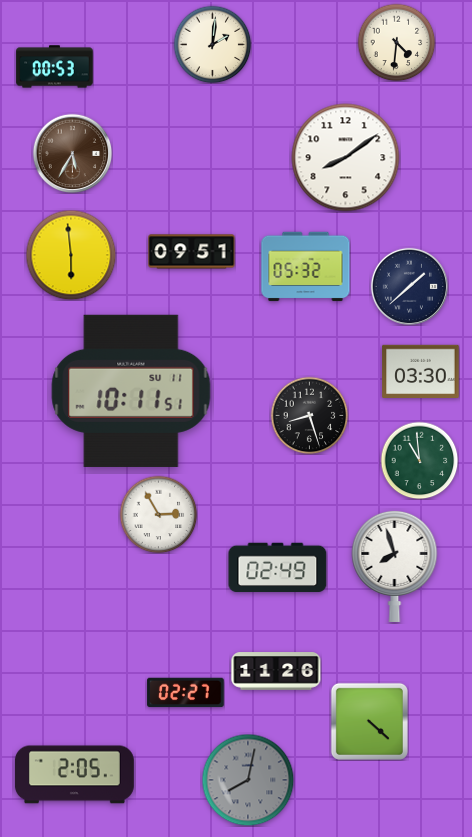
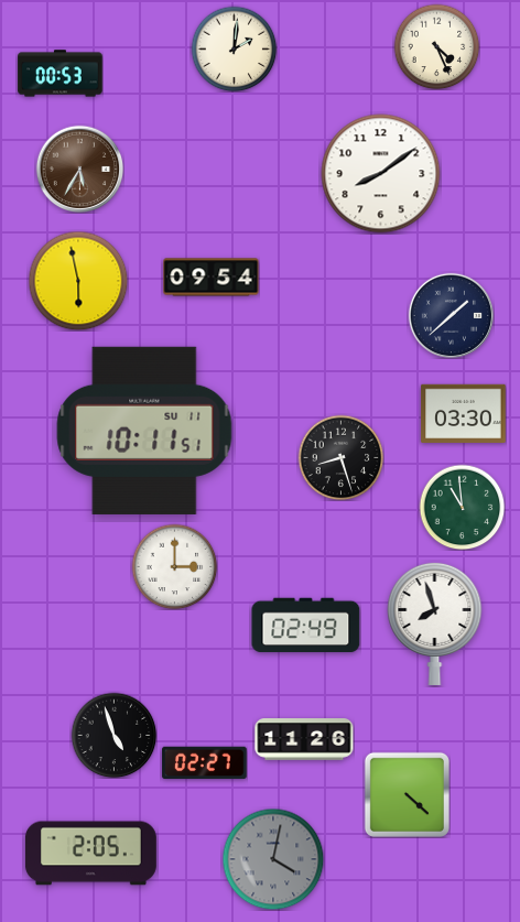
clock at (396, 42): 4:31 -> 4:26
clock at (192, 252): 09:51 -> 09:54
clock at (71, 255): 5:59 -> 5:58
clock at (306, 267): 05:32 -> none
clock at (421, 371) position: (421, 371) -> (464, 413)
clock at (158, 514): 2:55 -> 3:00
clock at (113, 735): none -> 4:57
clock at (74, 775) position: (74, 775) -> (90, 854)
clock at (248, 780): 8:02 -> 4:02
